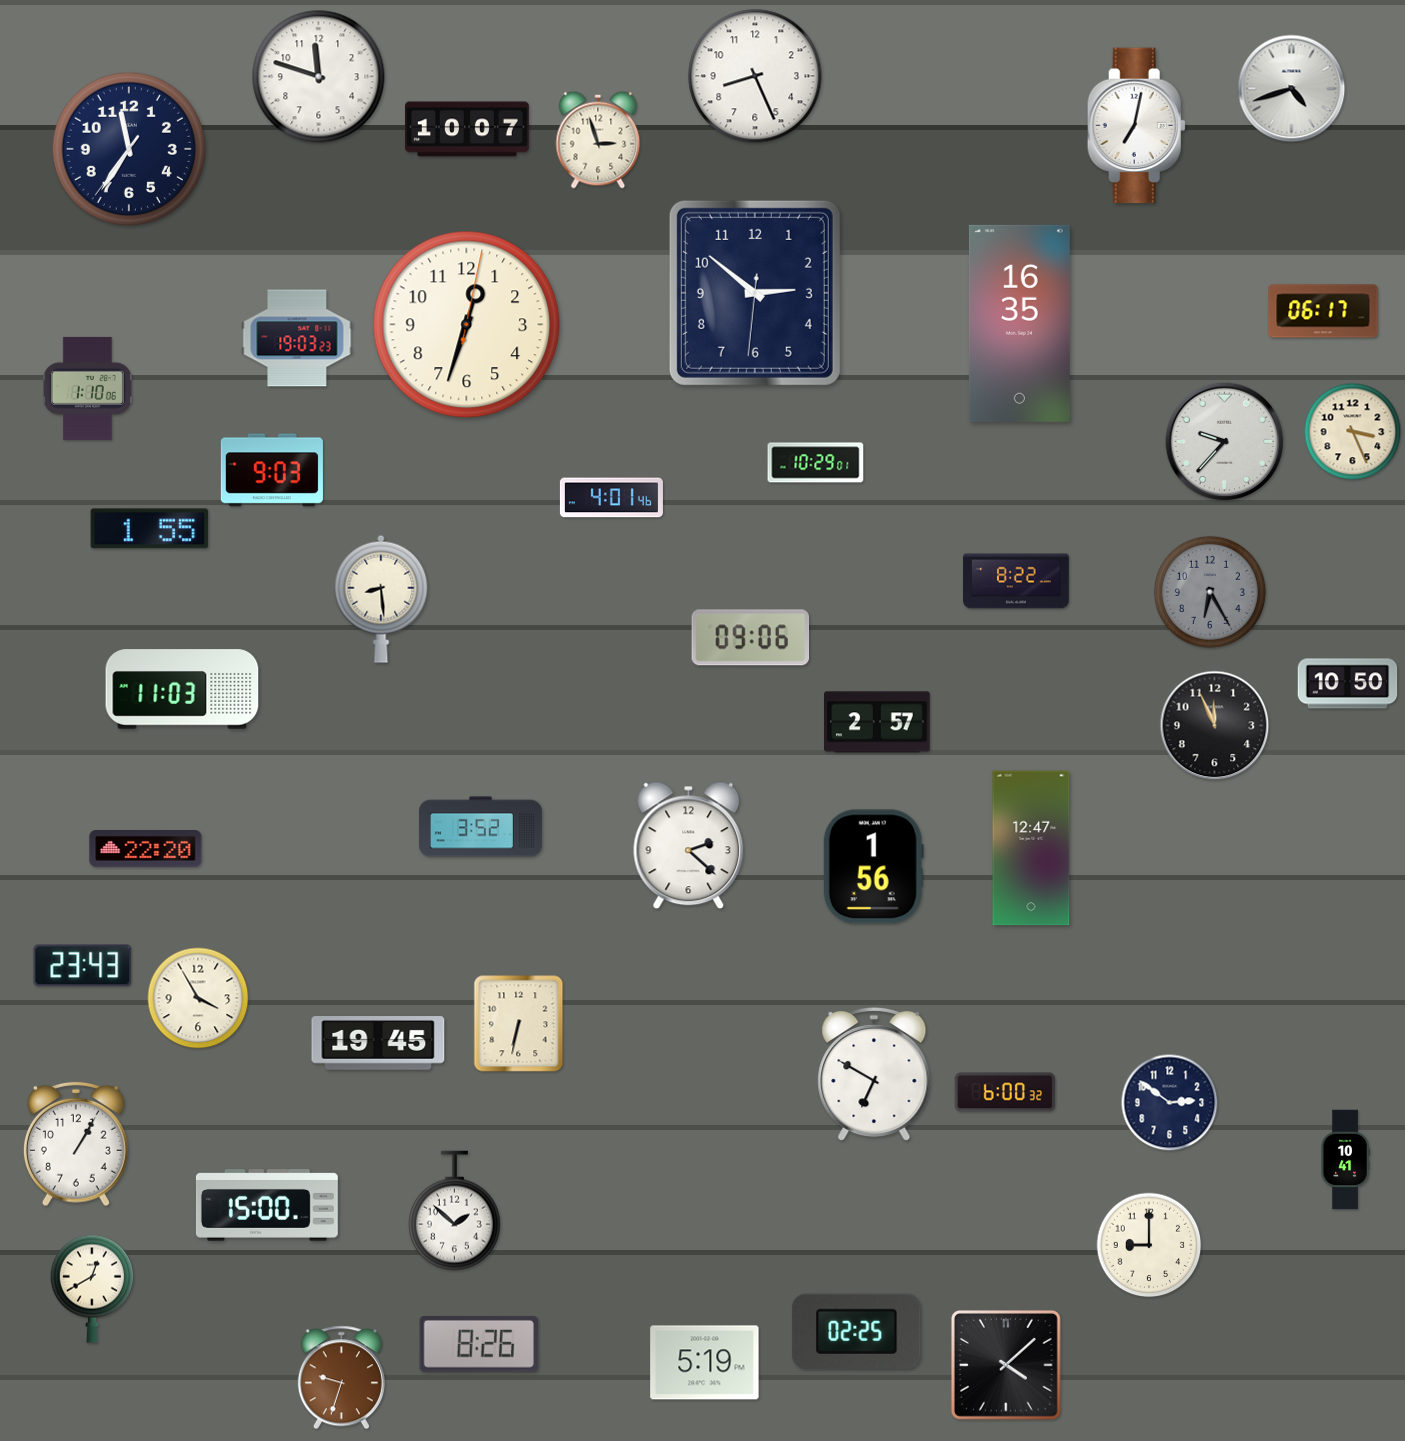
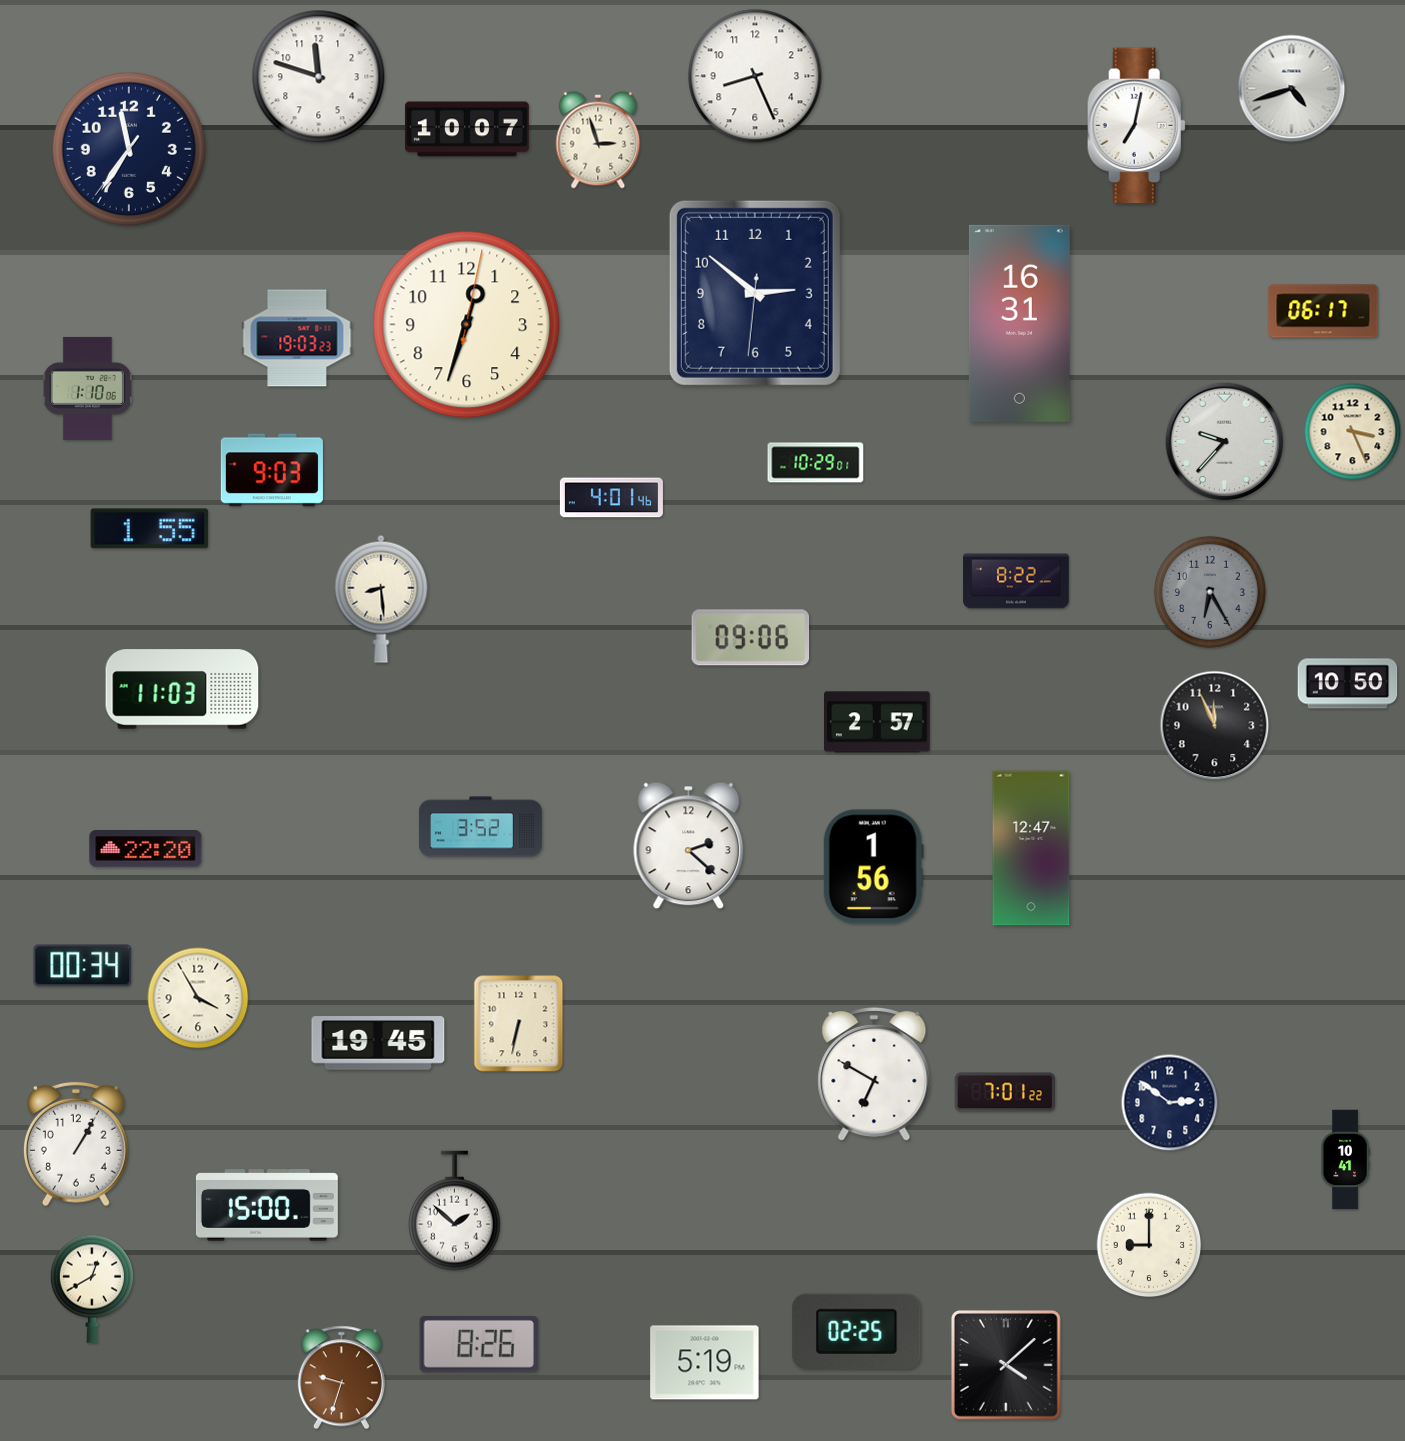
clock at (1019, 323): 16:35 -> 16:31
clock at (83, 966): 23:43 -> 00:34
clock at (1004, 1092): 6:00 -> 7:01
